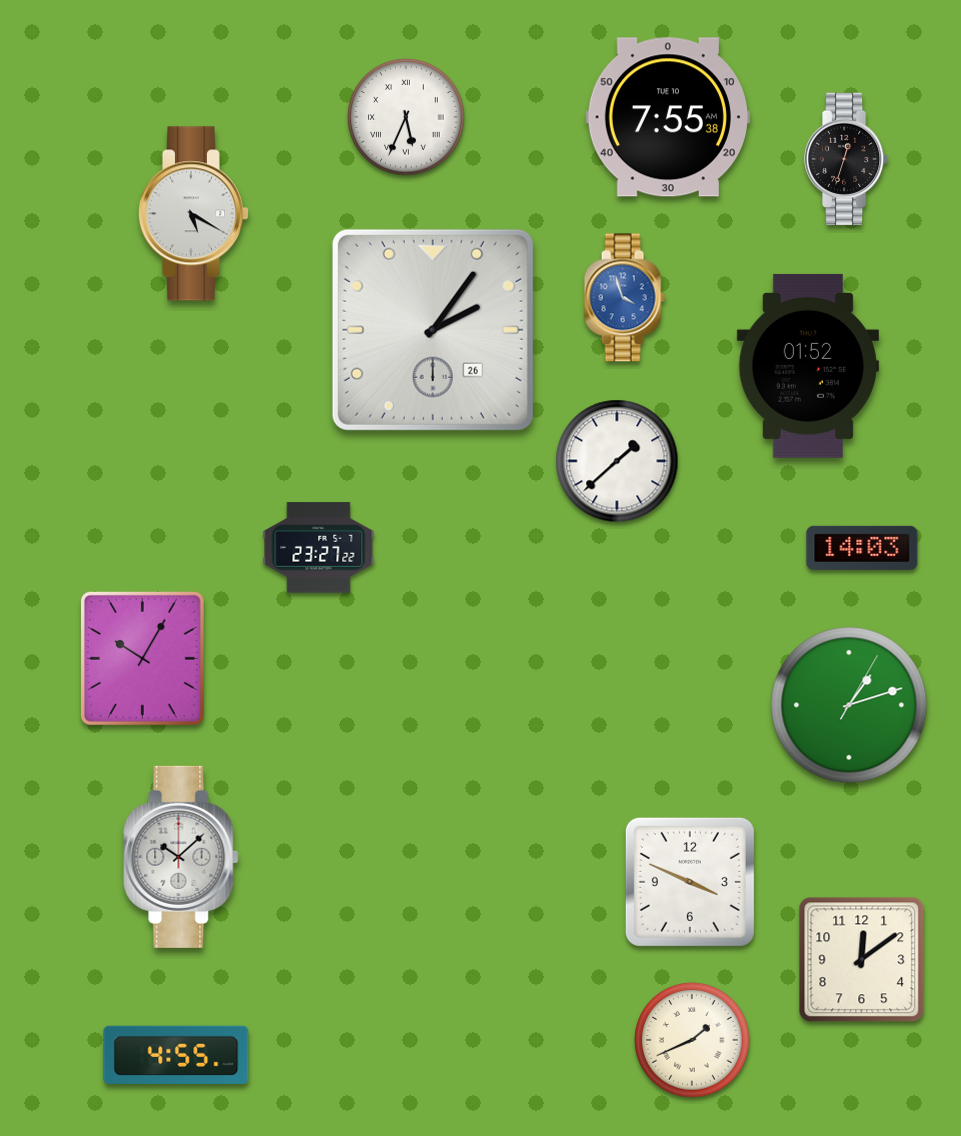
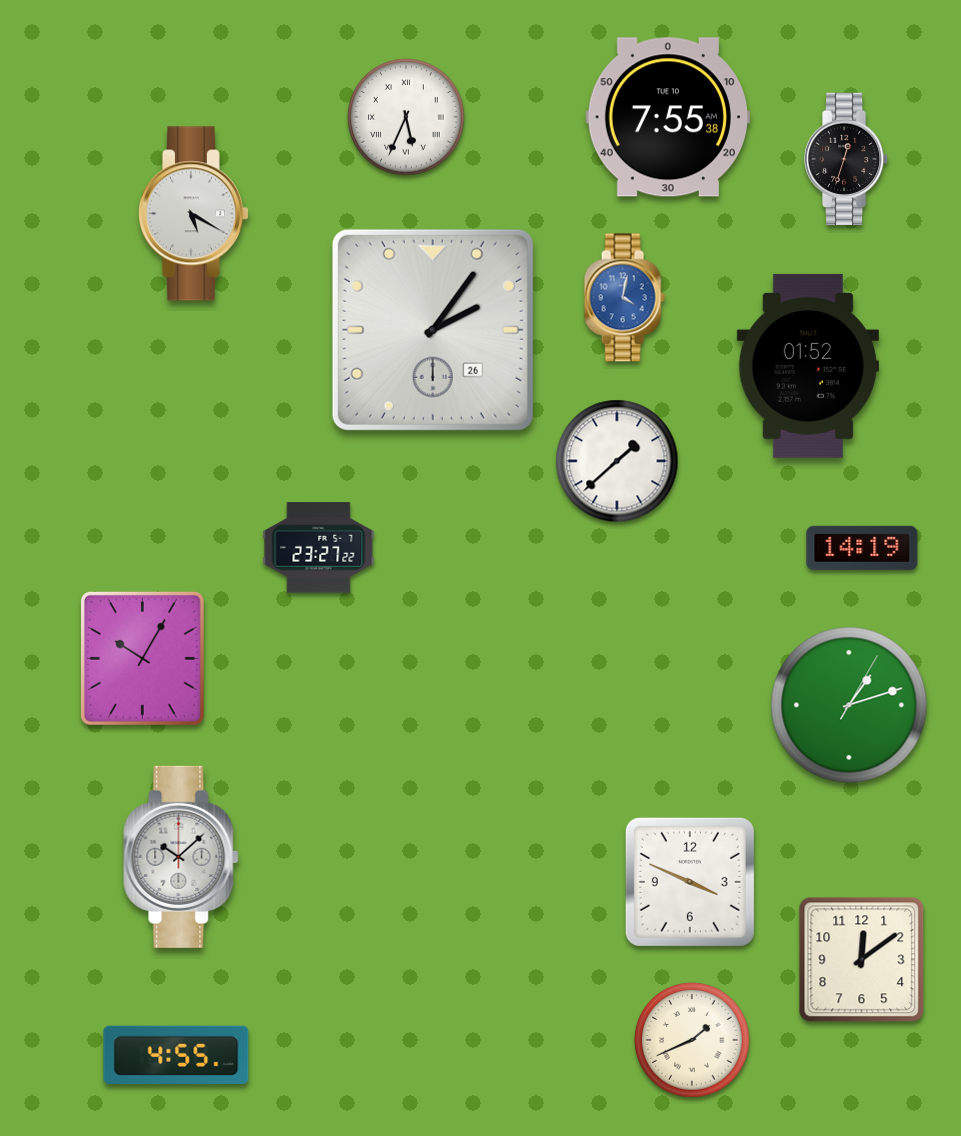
clock at (624, 298): 3:57 -> 4:02
clock at (862, 548): 14:03 -> 14:19
